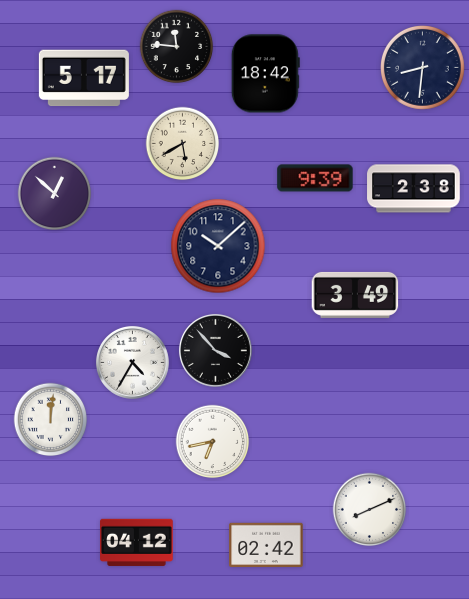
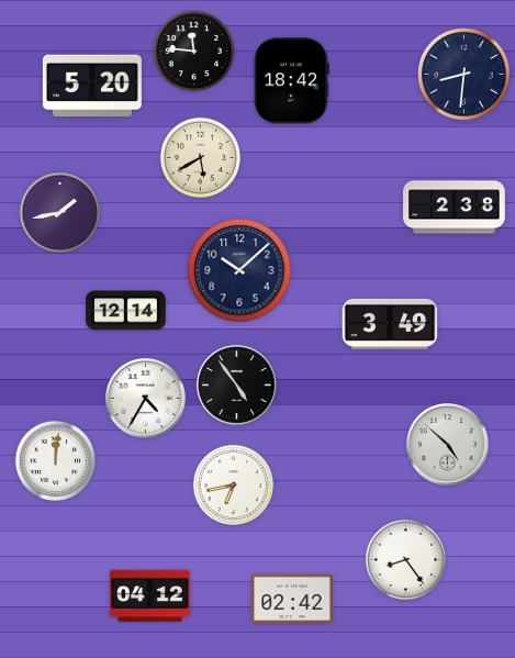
clock at (84, 78): 5:17 -> 5:20
clock at (315, 178): 9:39 -> none
clock at (55, 194): 12:52 -> 1:43
clock at (126, 311): none -> 12:14
clock at (215, 350): 3:53 -> 4:54
clock at (448, 445): none -> 4:52
clock at (370, 510): 8:11 -> 8:24
